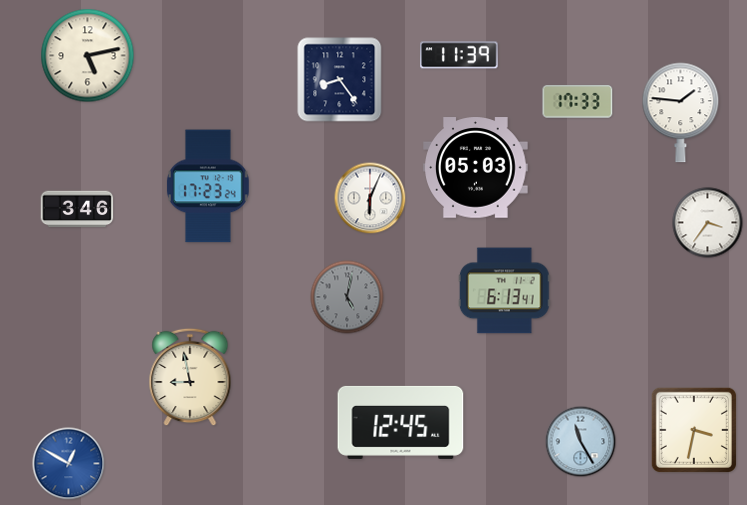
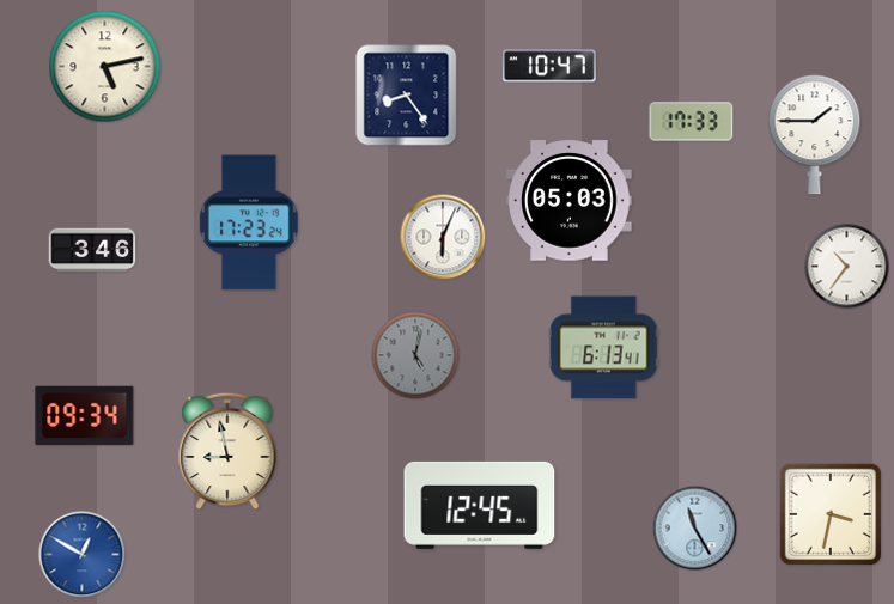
clock at (459, 55): 11:39 -> 10:47
clock at (681, 113): 1:46 -> 1:45
clock at (708, 223): 3:36 -> 10:36
clock at (85, 416): none -> 09:34
